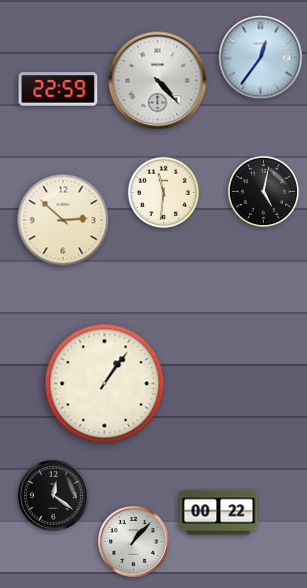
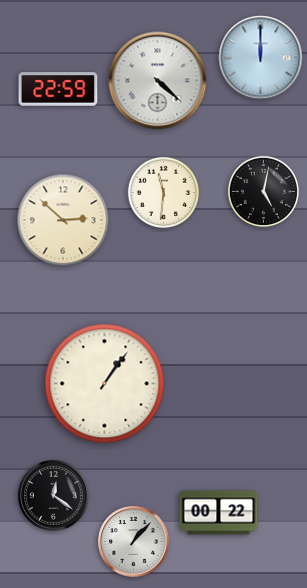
clock at (261, 58): 12:36 -> 12:00
clock at (158, 81): 4:23 -> 4:22
